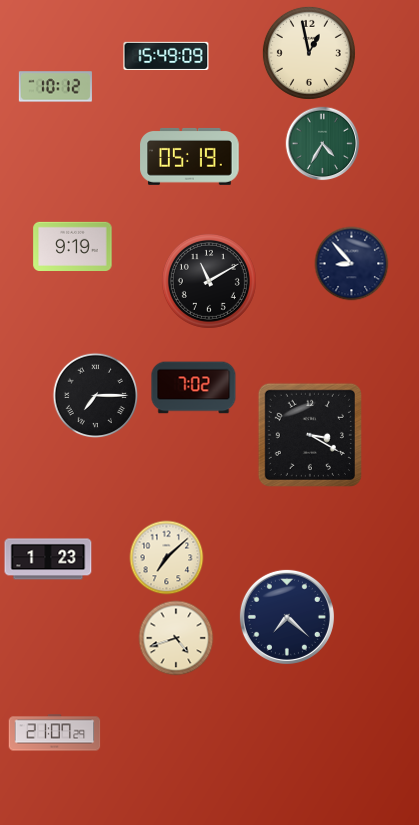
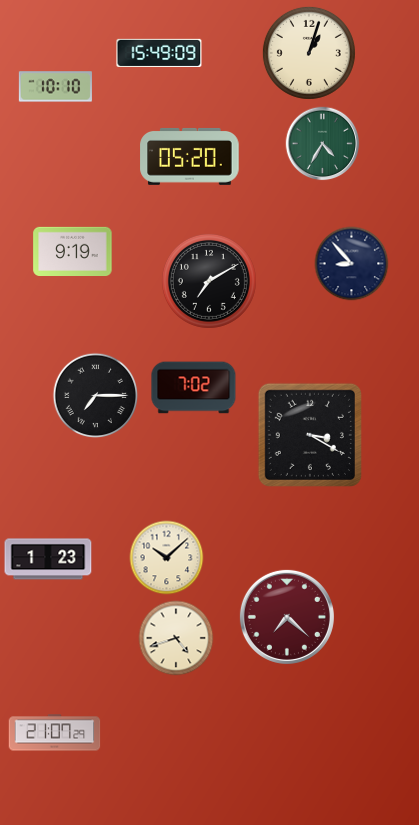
clock at (309, 53): 12:58 -> 1:03
clock at (166, 55) position: (166, 55) -> (159, 52)
clock at (55, 87): 10:12 -> 10:10
clock at (190, 156): 05:19 -> 05:20
clock at (73, 246) position: (73, 246) -> (73, 251)
clock at (209, 281): 11:10 -> 7:10
clock at (167, 558): 7:08 -> 10:08
clock at (287, 617) dial: navy -> burgundy
